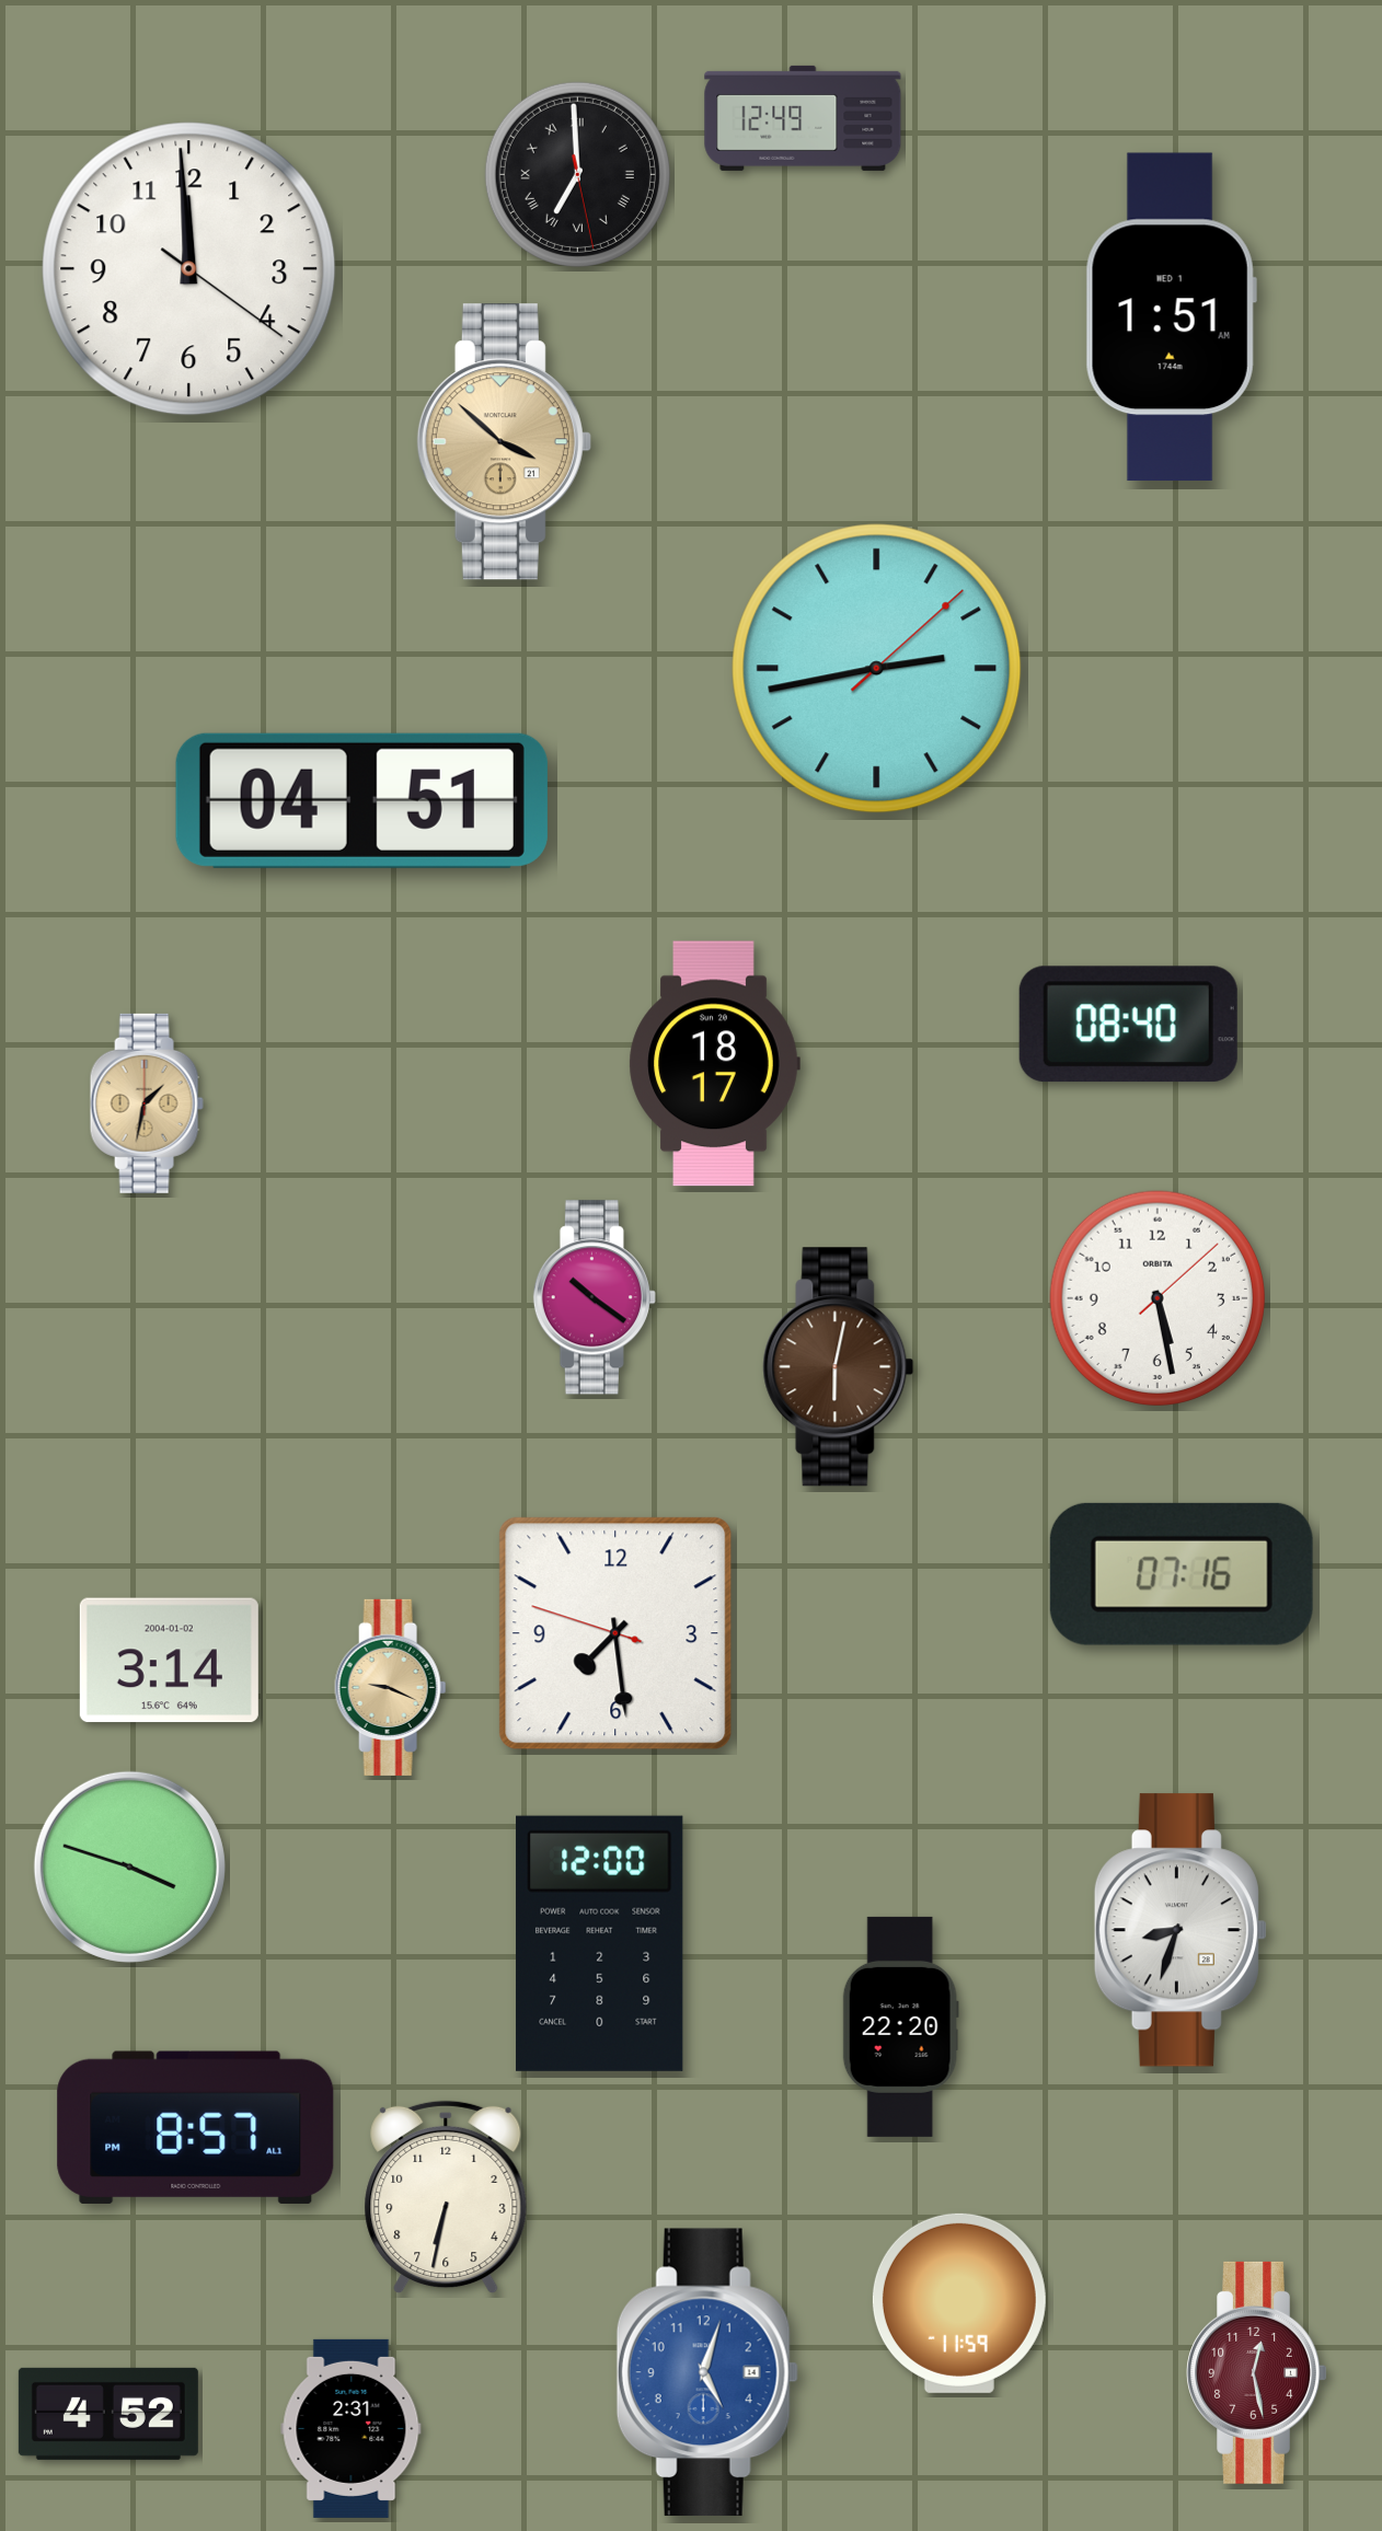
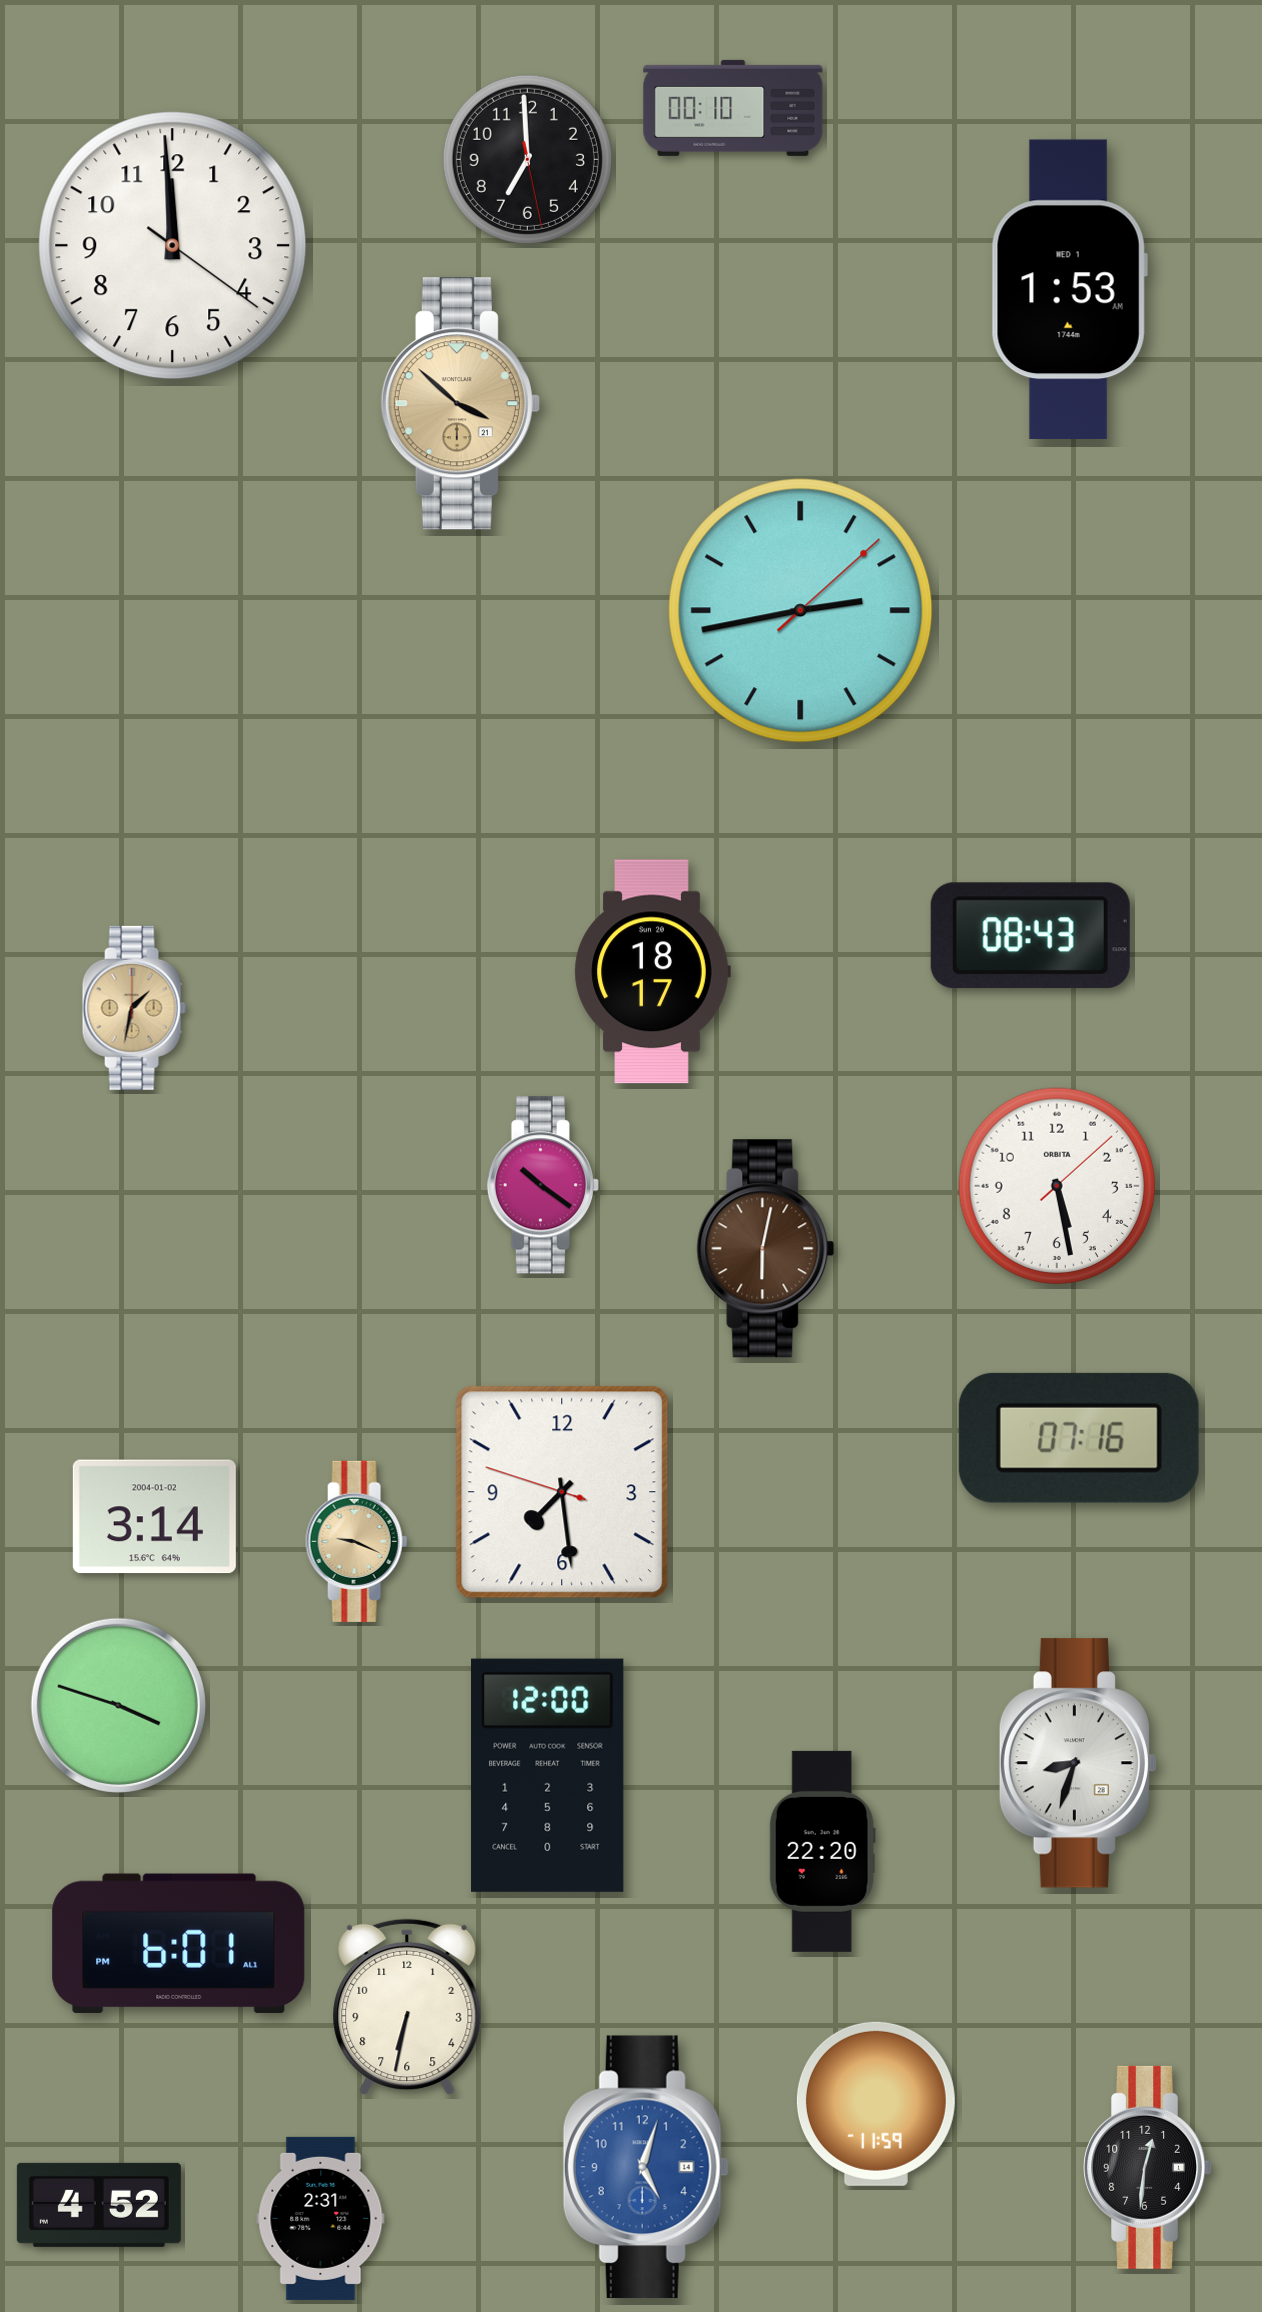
clock at (803, 118): 12:49 -> 00:10
clock at (577, 174) numerals: Roman -> Arabic
clock at (1171, 317): 1:51 -> 1:53
clock at (361, 800): 04:51 -> none
clock at (1128, 1025): 08:40 -> 08:43
clock at (196, 2127): 8:57 -> 6:01
clock at (1257, 2372): 12:28 -> 12:31
clock at (1257, 2372) dial: burgundy -> black
